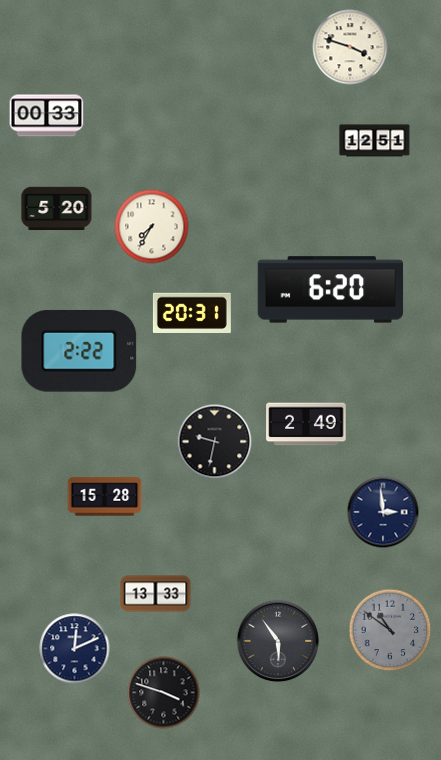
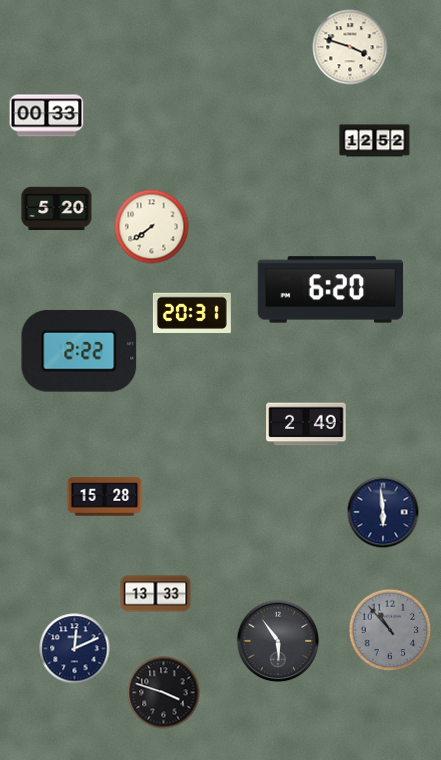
clock at (375, 141): 12:51 -> 12:52
clock at (152, 227): 7:35 -> 7:39
clock at (215, 442): 9:32 -> none
clock at (383, 512): 2:59 -> 5:59
clock at (390, 630): 10:51 -> 10:53
